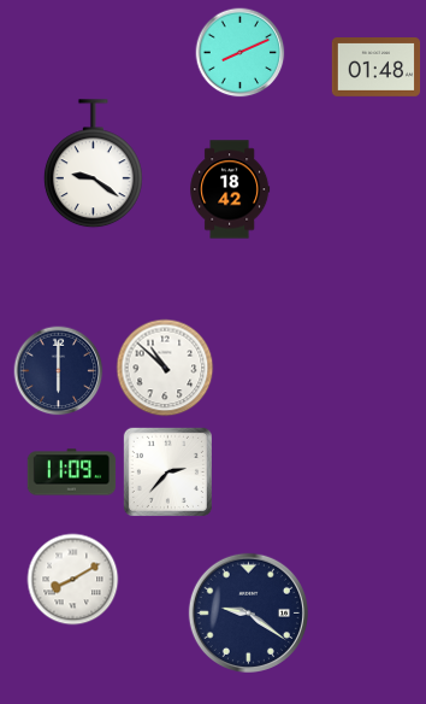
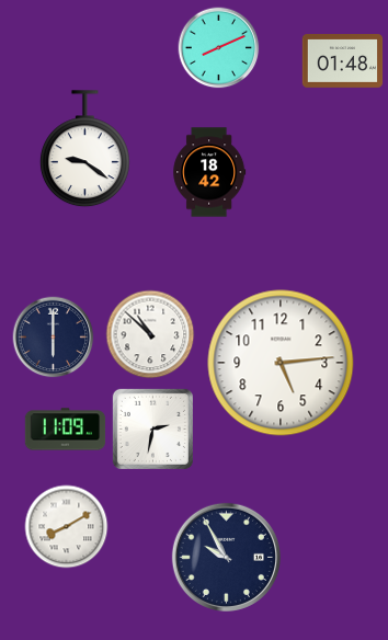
clock at (281, 363): none -> 5:14
clock at (167, 471): 2:37 -> 2:32
clock at (248, 612): 9:21 -> 9:55
